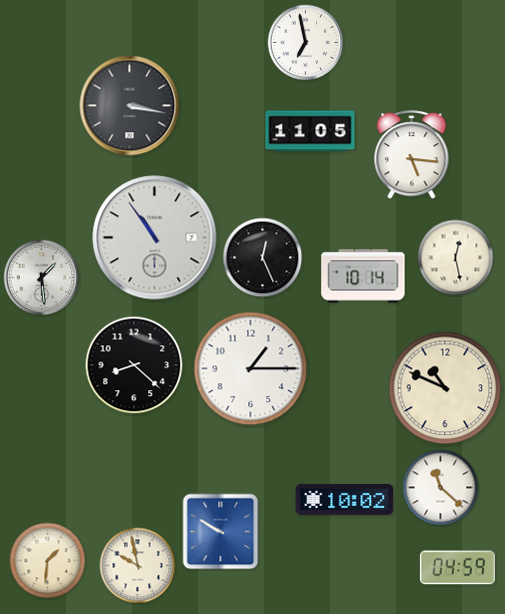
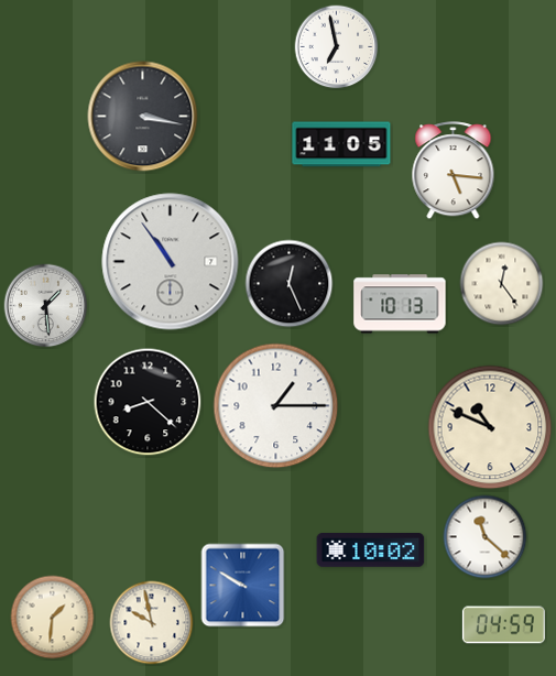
clock at (456, 258): 12:28 -> 12:24
clock at (363, 276): 10:14 -> 10:13
clock at (345, 500) position: (345, 500) -> (371, 550)
